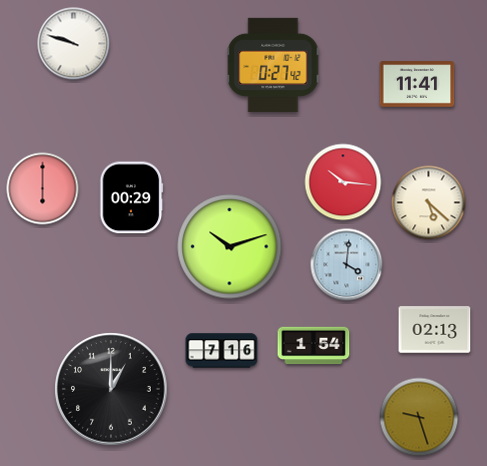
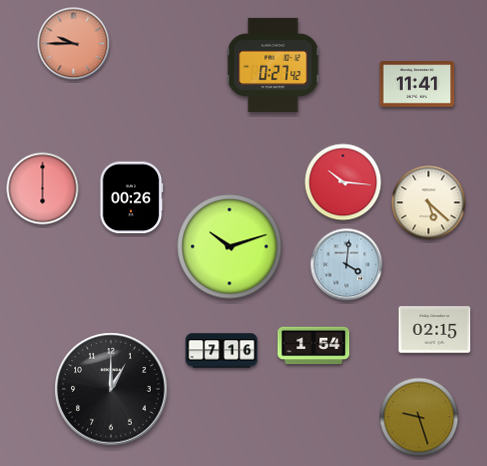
clock at (74, 44): 9:48 -> 9:45
clock at (74, 44) dial: white -> salmon
clock at (132, 198): 00:29 -> 00:26
clock at (435, 330): 02:13 -> 02:15
